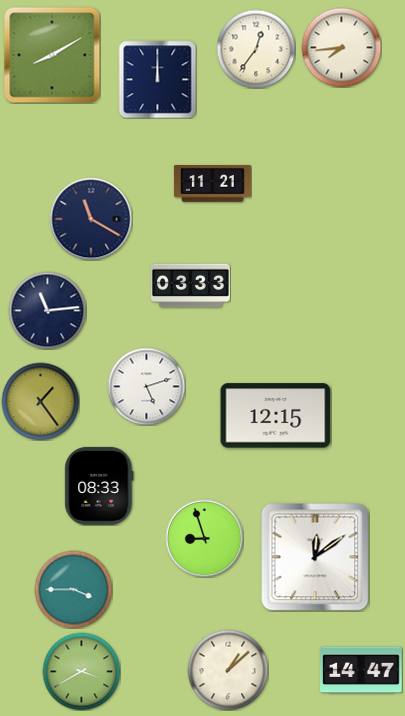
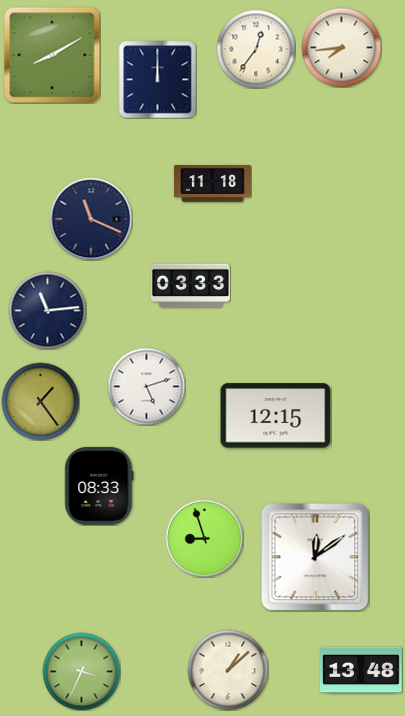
clock at (212, 184): 11:21 -> 11:18
clock at (91, 219): 11:20 -> 11:19
clock at (73, 589): 3:45 -> none
clock at (361, 670): 14:47 -> 13:48
clock at (81, 671): 3:40 -> 3:34
